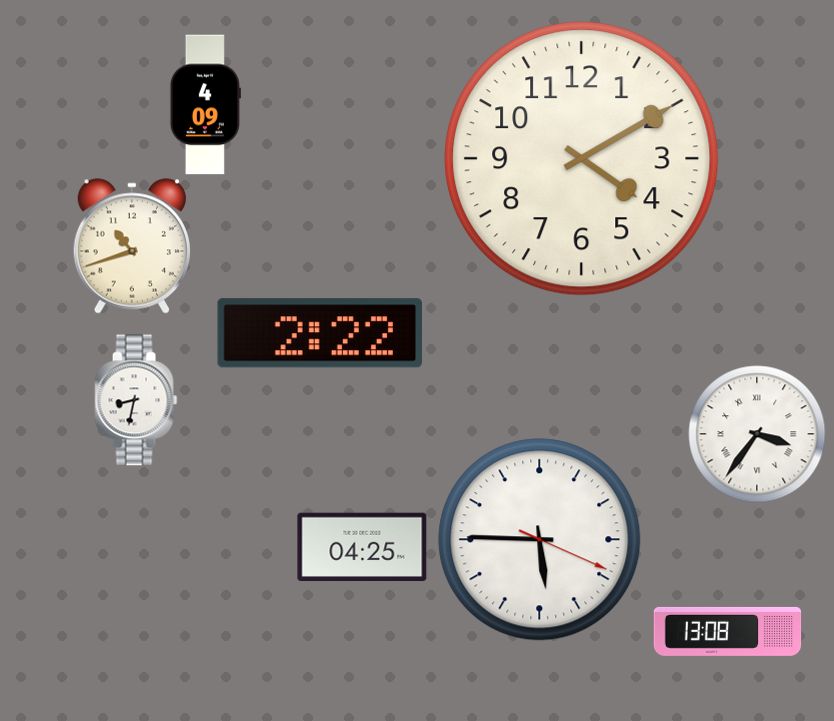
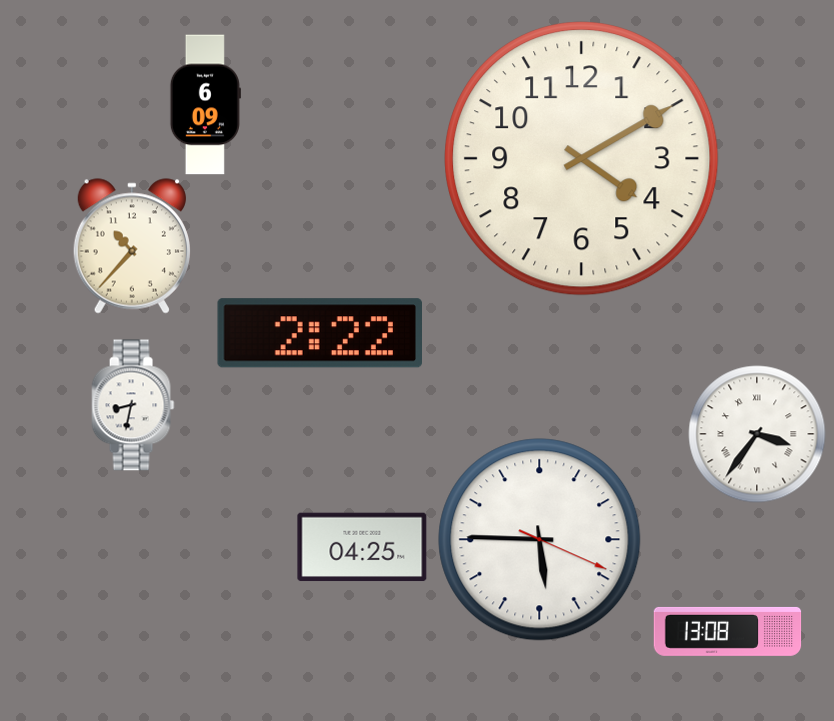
clock at (205, 105): 4:09 -> 6:09
clock at (132, 246): 10:42 -> 10:37
clock at (136, 400) position: (136, 400) -> (133, 405)
